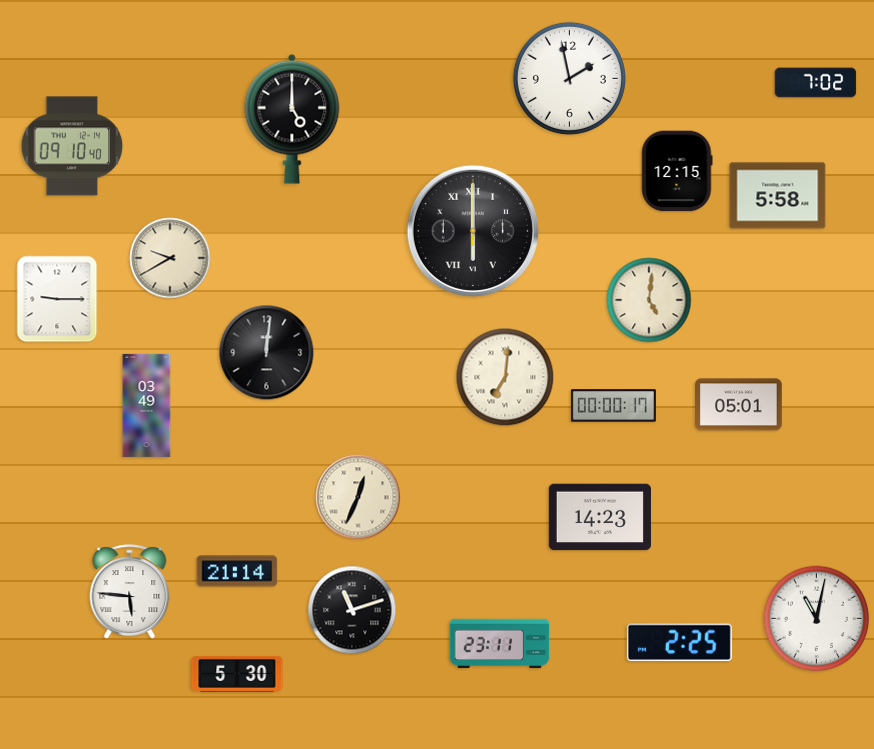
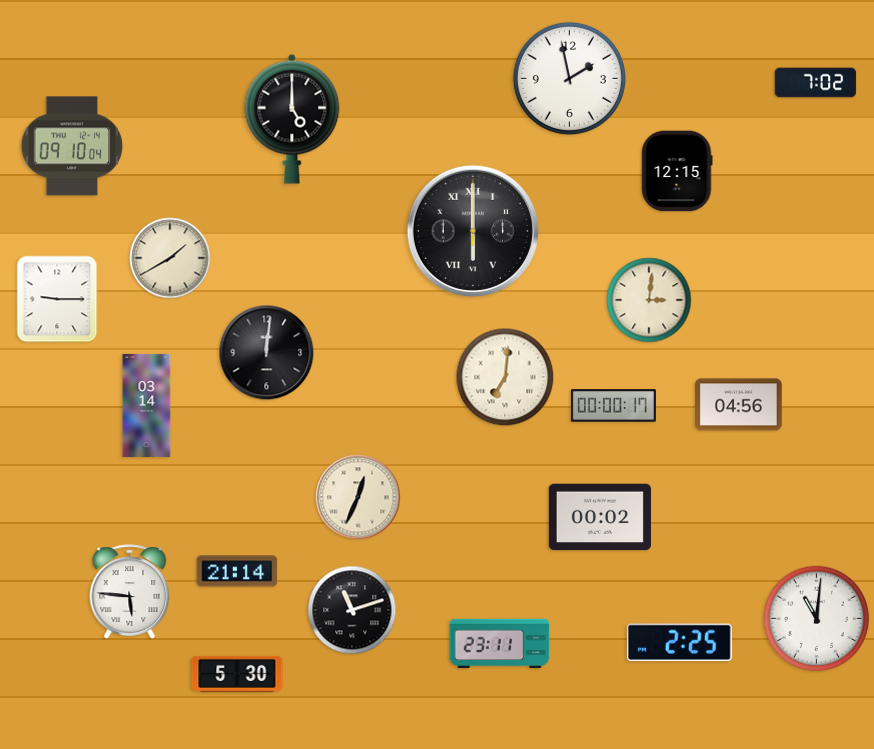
clock at (72, 146): 09:10:40 -> 09:10:04
clock at (778, 196): 5:58 -> none
clock at (170, 258): 9:40 -> 1:40
clock at (649, 300): 5:01 -> 3:01
clock at (147, 405): 03:49 -> 03:14
clock at (739, 405): 05:01 -> 04:56
clock at (600, 517): 14:23 -> 00:02
clock at (817, 619): 11:02 -> 11:01
